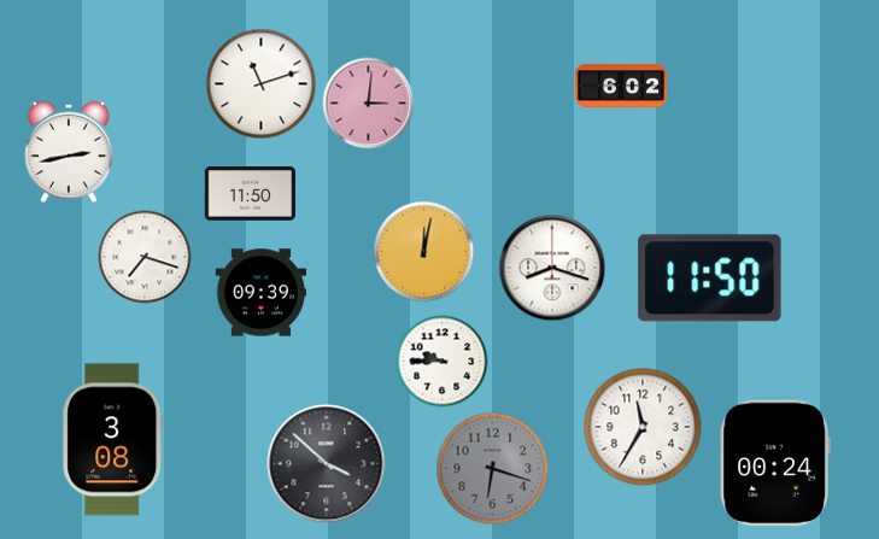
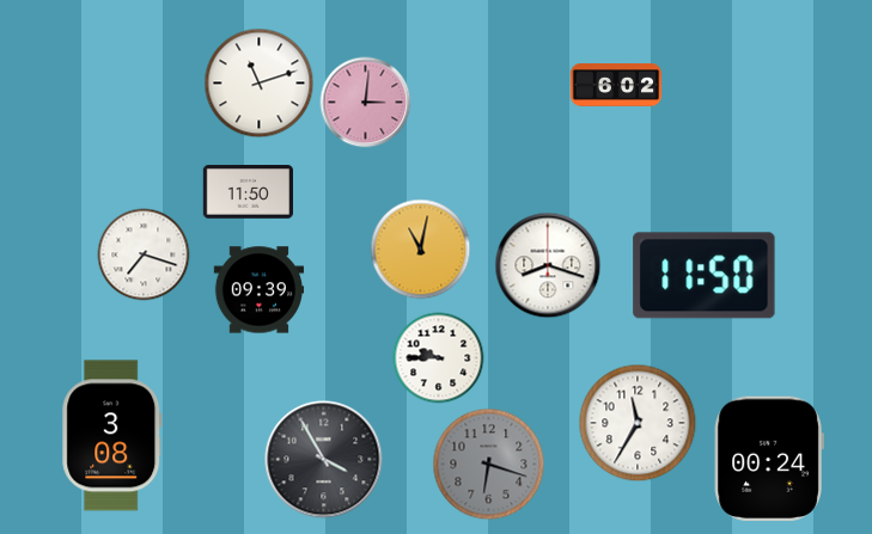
clock at (69, 152): 2:43 -> none
clock at (424, 252): 12:02 -> 11:02
clock at (327, 464): 3:52 -> 3:55
